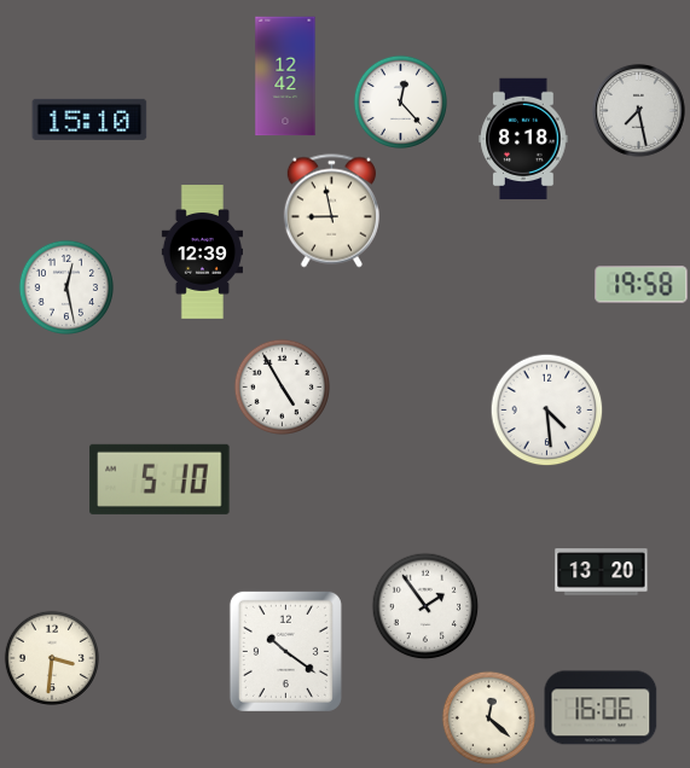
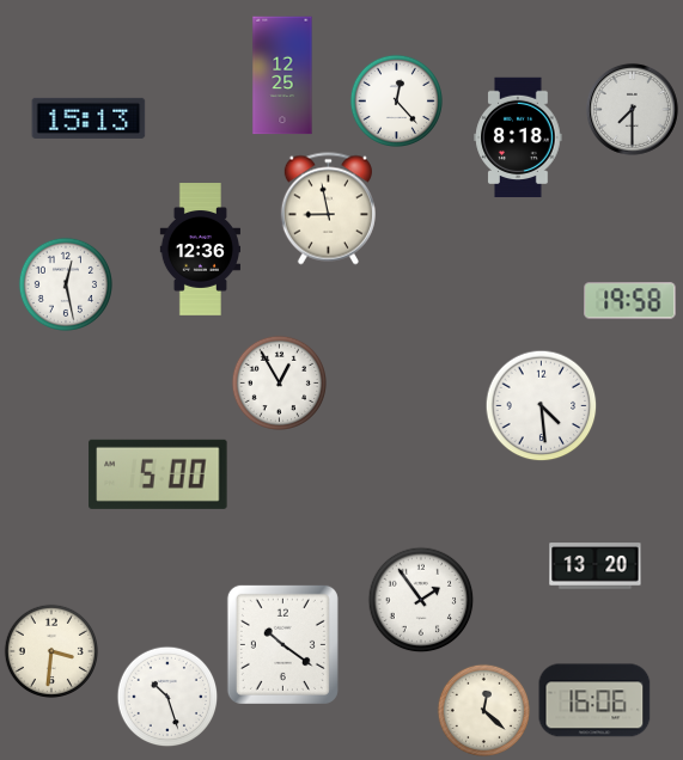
clock at (285, 76): 12:42 -> 12:25
clock at (638, 110): 7:28 -> 7:30
clock at (89, 120): 15:10 -> 15:13
clock at (202, 252): 12:39 -> 12:36
clock at (642, 285) position: (642, 285) -> (630, 301)
clock at (282, 386): 4:55 -> 12:55
clock at (160, 479): 5:10 -> 5:00
clock at (167, 697): none -> 10:27
